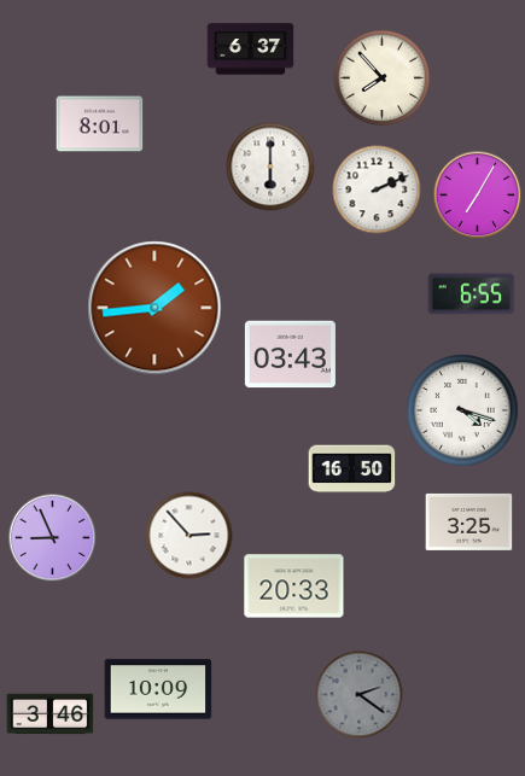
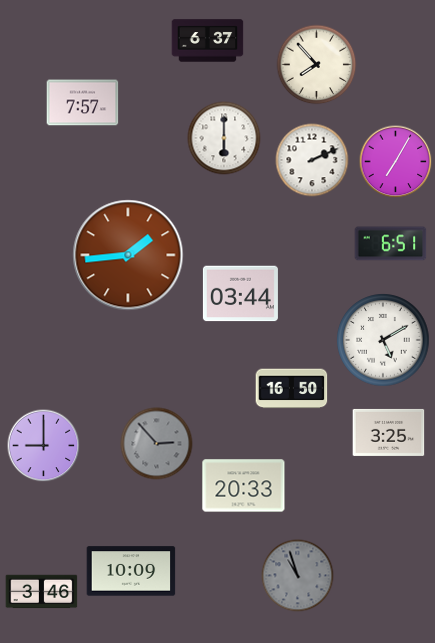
clock at (100, 124): 8:01 -> 7:57
clock at (377, 189) position: (377, 189) -> (312, 160)
clock at (472, 294): 6:55 -> 6:51
clock at (290, 355): 03:43 -> 03:44
clock at (462, 410): 4:18 -> 5:10
clock at (189, 536) dial: white -> grey
clock at (53, 538): 8:56 -> 9:00
clock at (360, 695): 2:21 -> 10:57
